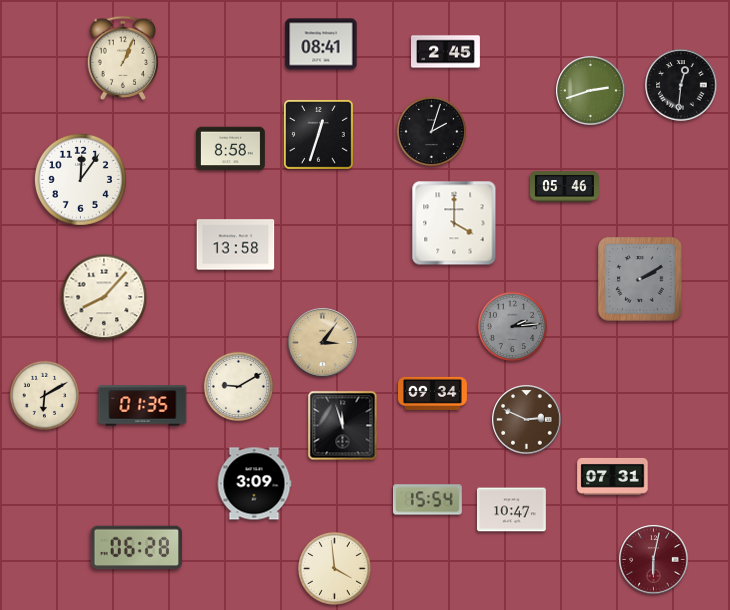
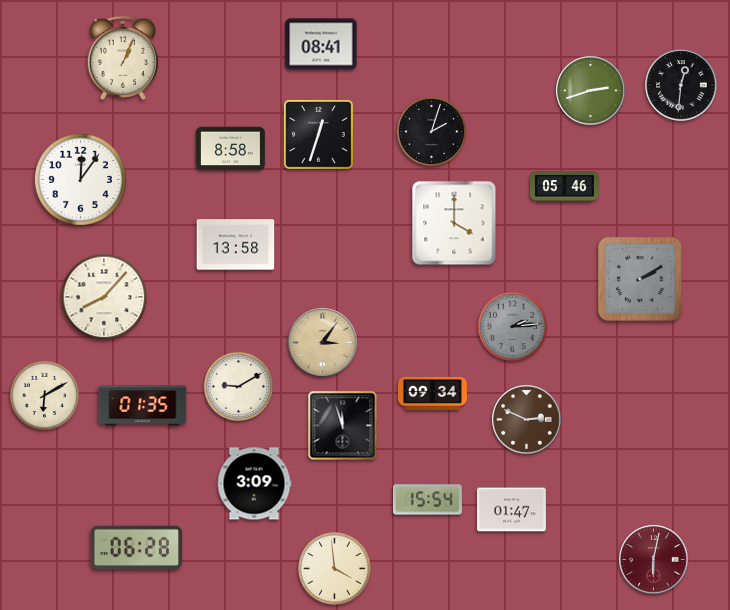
clock at (446, 52): 2:45 -> none
clock at (613, 476): 07:31 -> none
clock at (511, 510): 10:47 -> 01:47
